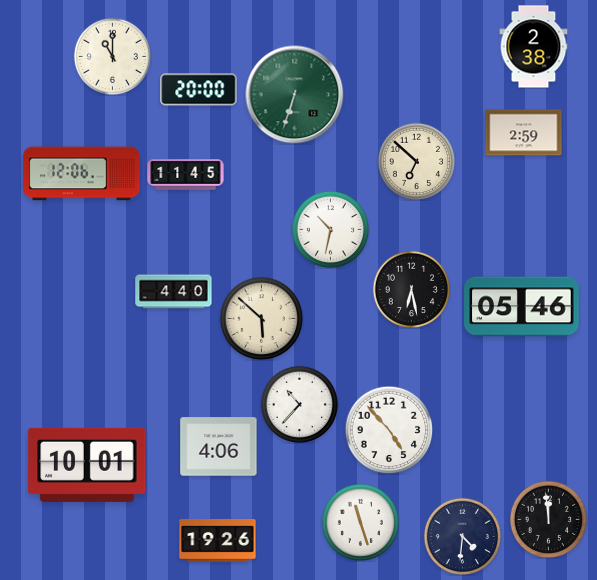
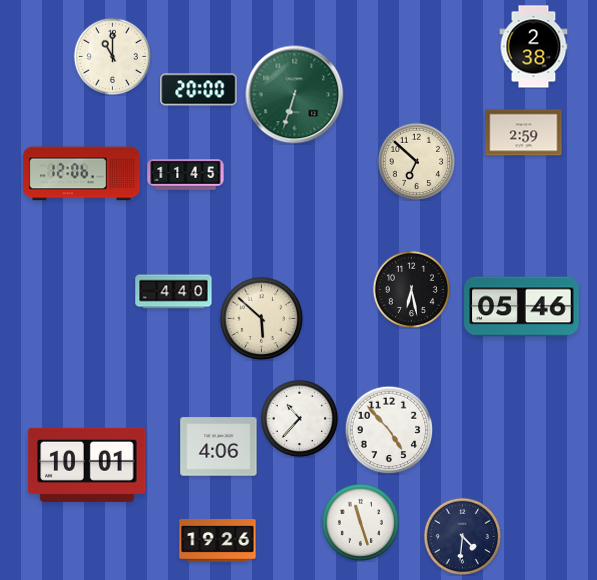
clock at (330, 229): 10:32 -> none
clock at (299, 404) position: (299, 404) -> (299, 418)
clock at (548, 519): 11:59 -> none
